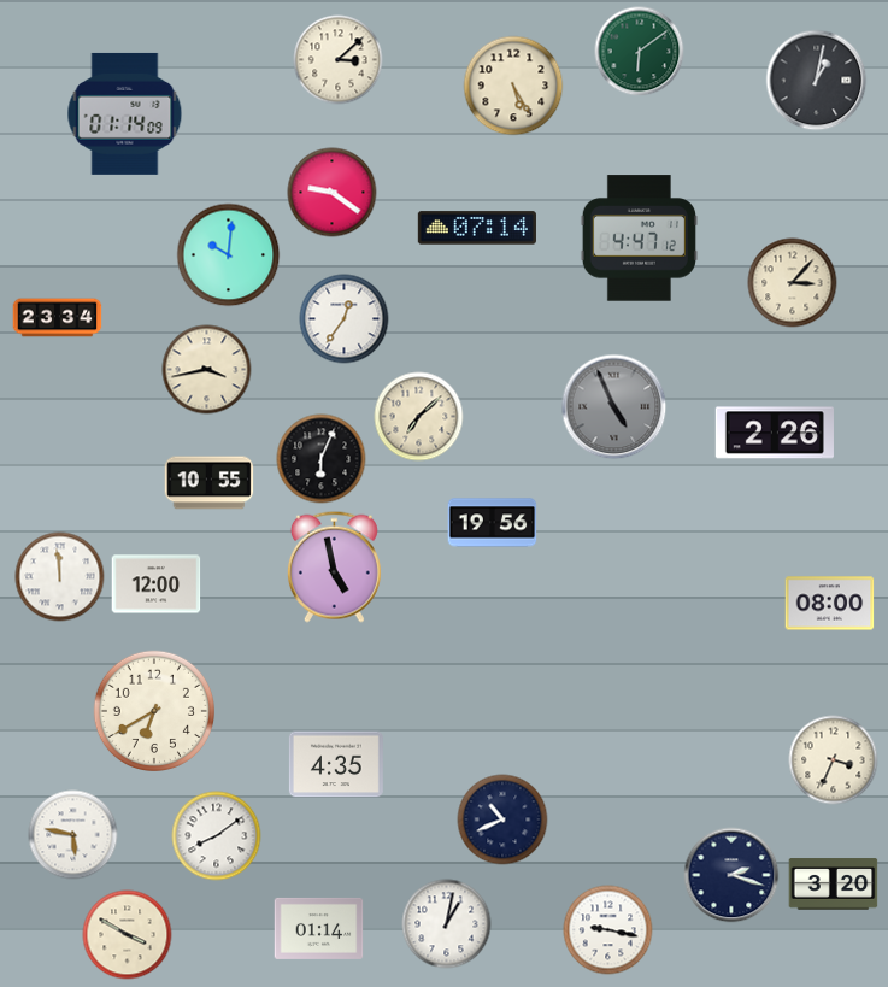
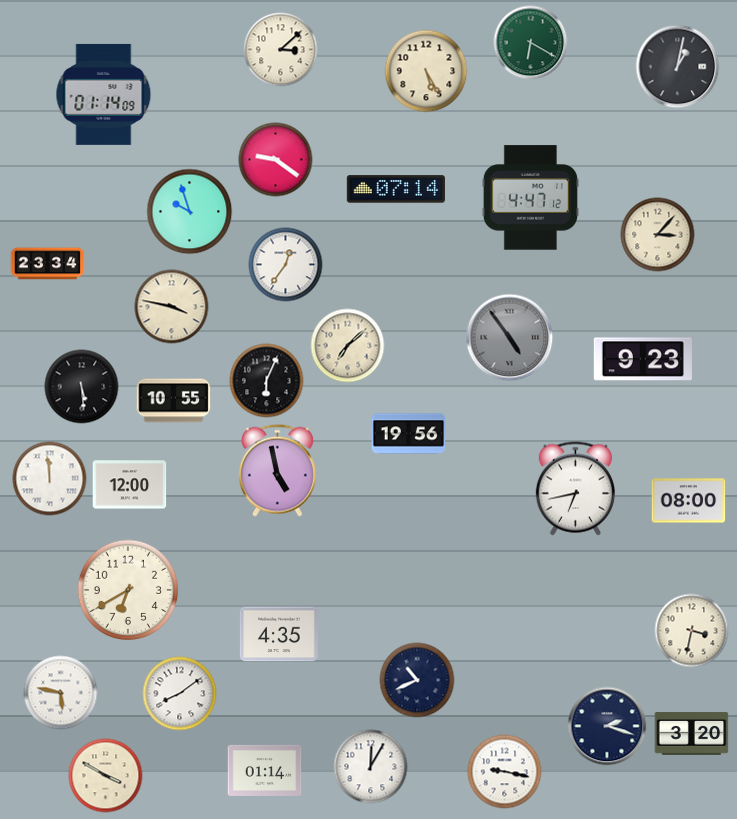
clock at (640, 52): 6:09 -> 6:20
clock at (229, 255): 10:01 -> 9:57
clock at (207, 370): 3:43 -> 3:47
clock at (614, 407): 4:56 -> 4:54
clock at (775, 433): 2:26 -> 9:23
clock at (82, 387): none -> 5:29
clock at (575, 489): none -> 6:43
clock at (834, 760): 3:34 -> 3:32
clock at (447, 924): 1:02 -> 12:05
